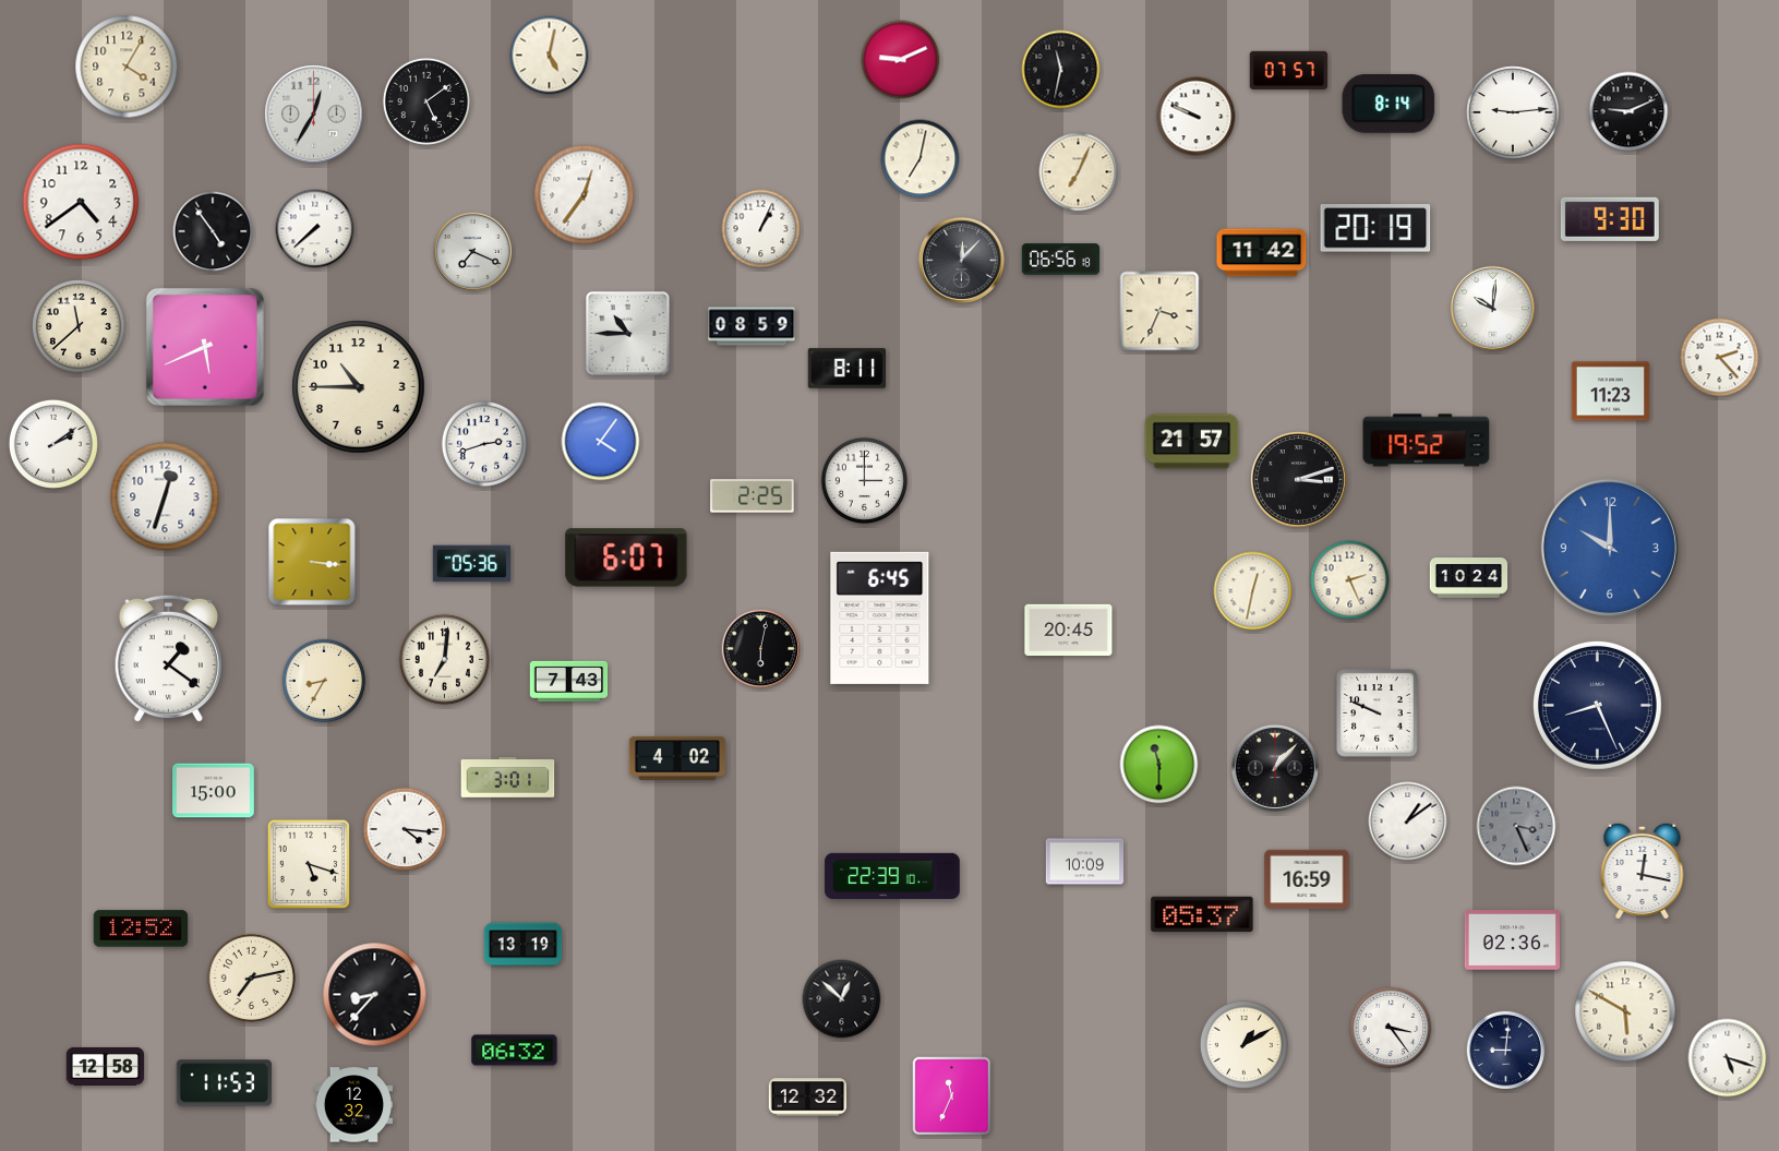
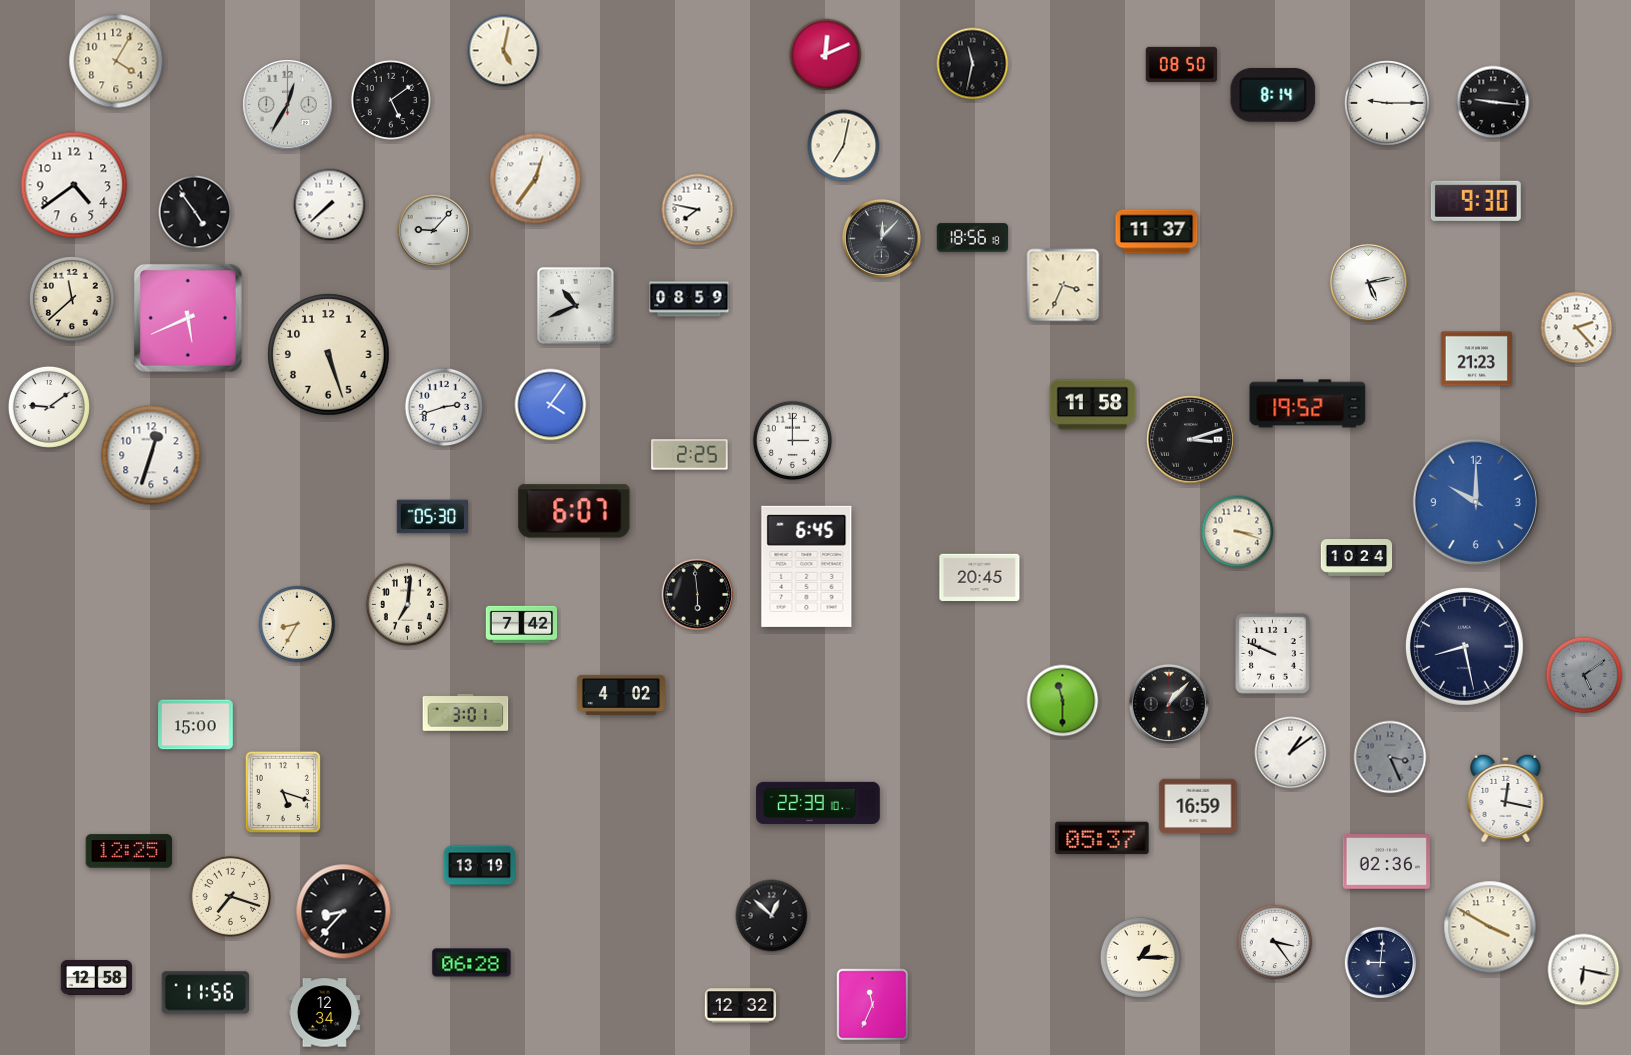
clock at (901, 60): 9:11 -> 12:11
clock at (1288, 70): 07:57 -> 08:50
clock at (425, 100) position: (425, 100) -> (390, 99)
clock at (1628, 111): 9:11 -> 9:16
clock at (1514, 113): 9:14 -> 9:15
clock at (1197, 117): 9:49 -> none
clock at (1079, 172): 7:04 -> none
clock at (315, 229) position: (315, 229) -> (330, 205)
clock at (761, 229): 1:04 -> 7:47
clock at (1375, 229): 20:19 -> none
clock at (473, 252): 7:19 -> 9:07
clock at (1262, 253): 11:42 -> 11:37
clock at (1061, 260): 06:56 -> 18:56
clock at (1492, 308): 10:01 -> 5:13
clock at (627, 333): 10:45 -> 10:41
clock at (846, 369): 8:11 -> none
clock at (359, 387): 10:45 -> 5:27
clock at (1611, 392): 11:23 -> 21:23
clock at (1192, 442): 21:57 -> 11:58
clock at (53, 444): 2:09 -> 9:09
clock at (312, 562): 3:16 -> none
clock at (472, 564): 05:36 -> 05:30
clock at (1469, 578) position: (1469, 578) -> (1357, 558)
clock at (1350, 580): 2:26 -> 3:18
clock at (1253, 591): 12:32 -> none
clock at (761, 649): 6:02 -> 5:59
clock at (168, 659): 1:21 -> none
clock at (569, 681): 7:43 -> 7:42
clock at (1597, 705): 8:26 -> 8:28
clock at (1378, 714) position: (1378, 714) -> (1273, 654)
clock at (1584, 675): none -> 5:09
clock at (405, 829): 4:16 -> none
clock at (1085, 862): 10:09 -> none
clock at (141, 928): 12:52 -> 12:25
clock at (251, 978): 7:13 -> 7:18
clock at (1625, 1011): 5:50 -> 3:50
clock at (1243, 1044): 1:10 -> 1:15
clock at (515, 1051): 06:32 -> 06:28
clock at (1728, 1058): 5:18 -> 6:17
clock at (224, 1083): 11:53 -> 11:56
clock at (354, 1105): 12:32 -> 12:34
